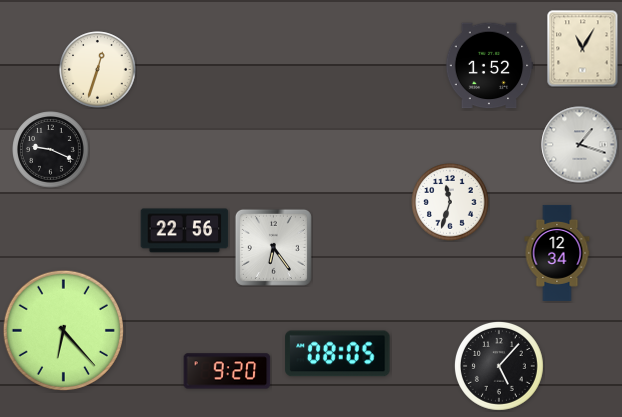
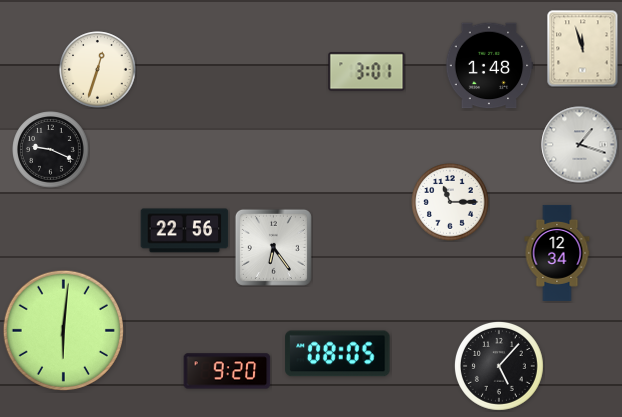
clock at (583, 49): 11:05 -> 11:57
clock at (489, 66): 1:52 -> 1:48
clock at (367, 72): none -> 3:01
clock at (450, 202): 11:33 -> 11:15
clock at (63, 330): 6:23 -> 6:01
